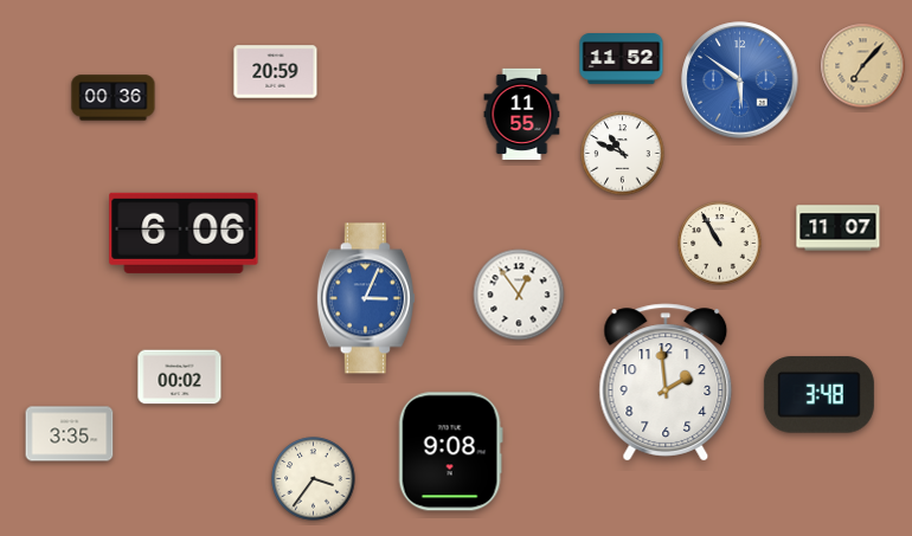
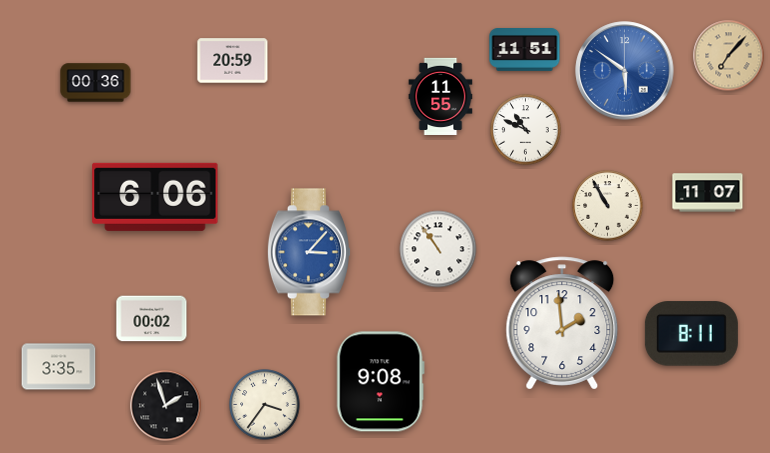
clock at (622, 59): 11:52 -> 11:51
clock at (740, 80) position: (740, 80) -> (625, 71)
clock at (519, 295): 12:54 -> 10:54
clock at (366, 298): 3:04 -> 3:07
clock at (818, 395): 3:48 -> 8:11
clock at (166, 406): none -> 1:57
